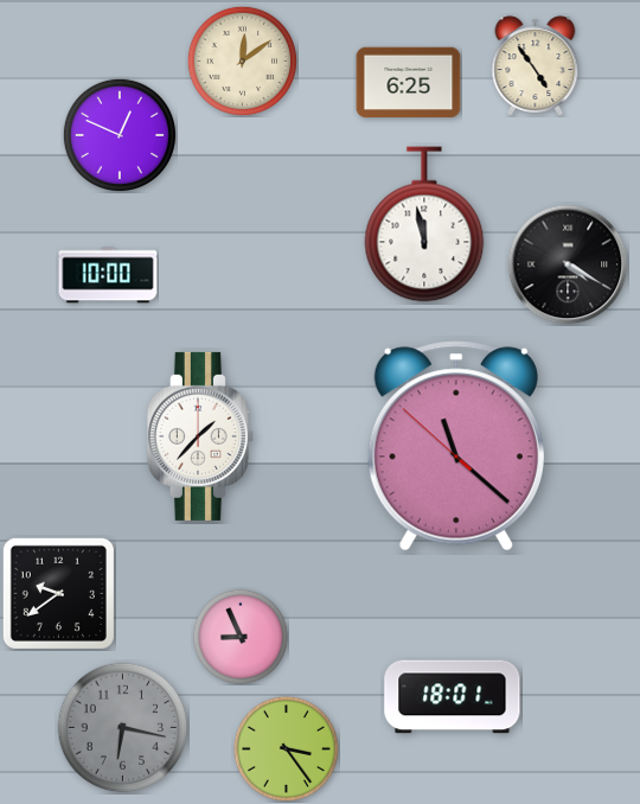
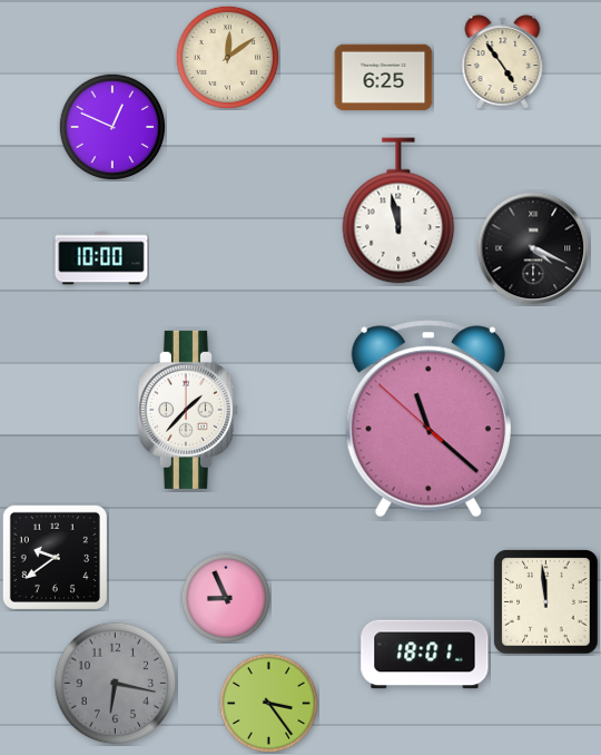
clock at (568, 264): 4:20 -> 4:19
clock at (546, 602): none -> 11:59
